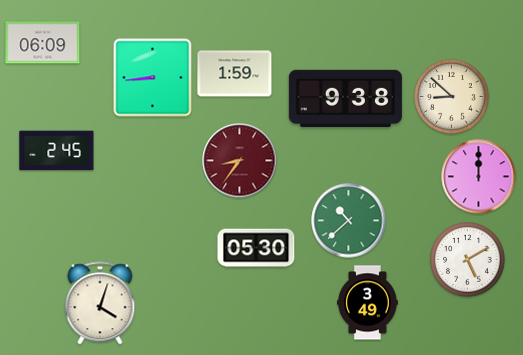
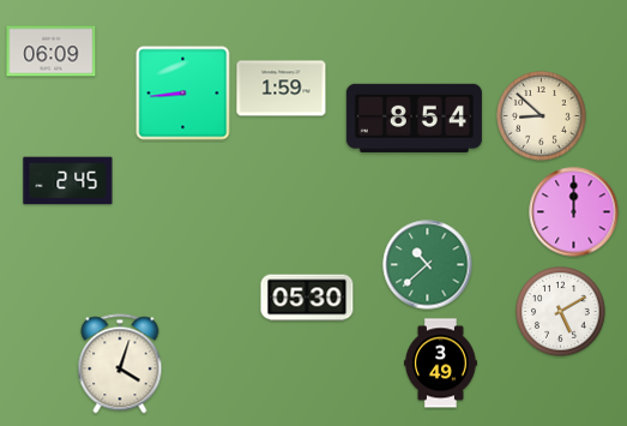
clock at (345, 98): 9:38 -> 8:54
clock at (240, 161): 8:36 -> none
clock at (349, 221) position: (349, 221) -> (428, 265)
